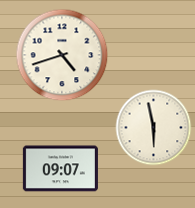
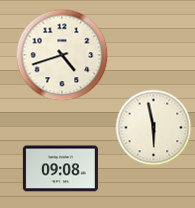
clock at (60, 169): 09:07 -> 09:08
